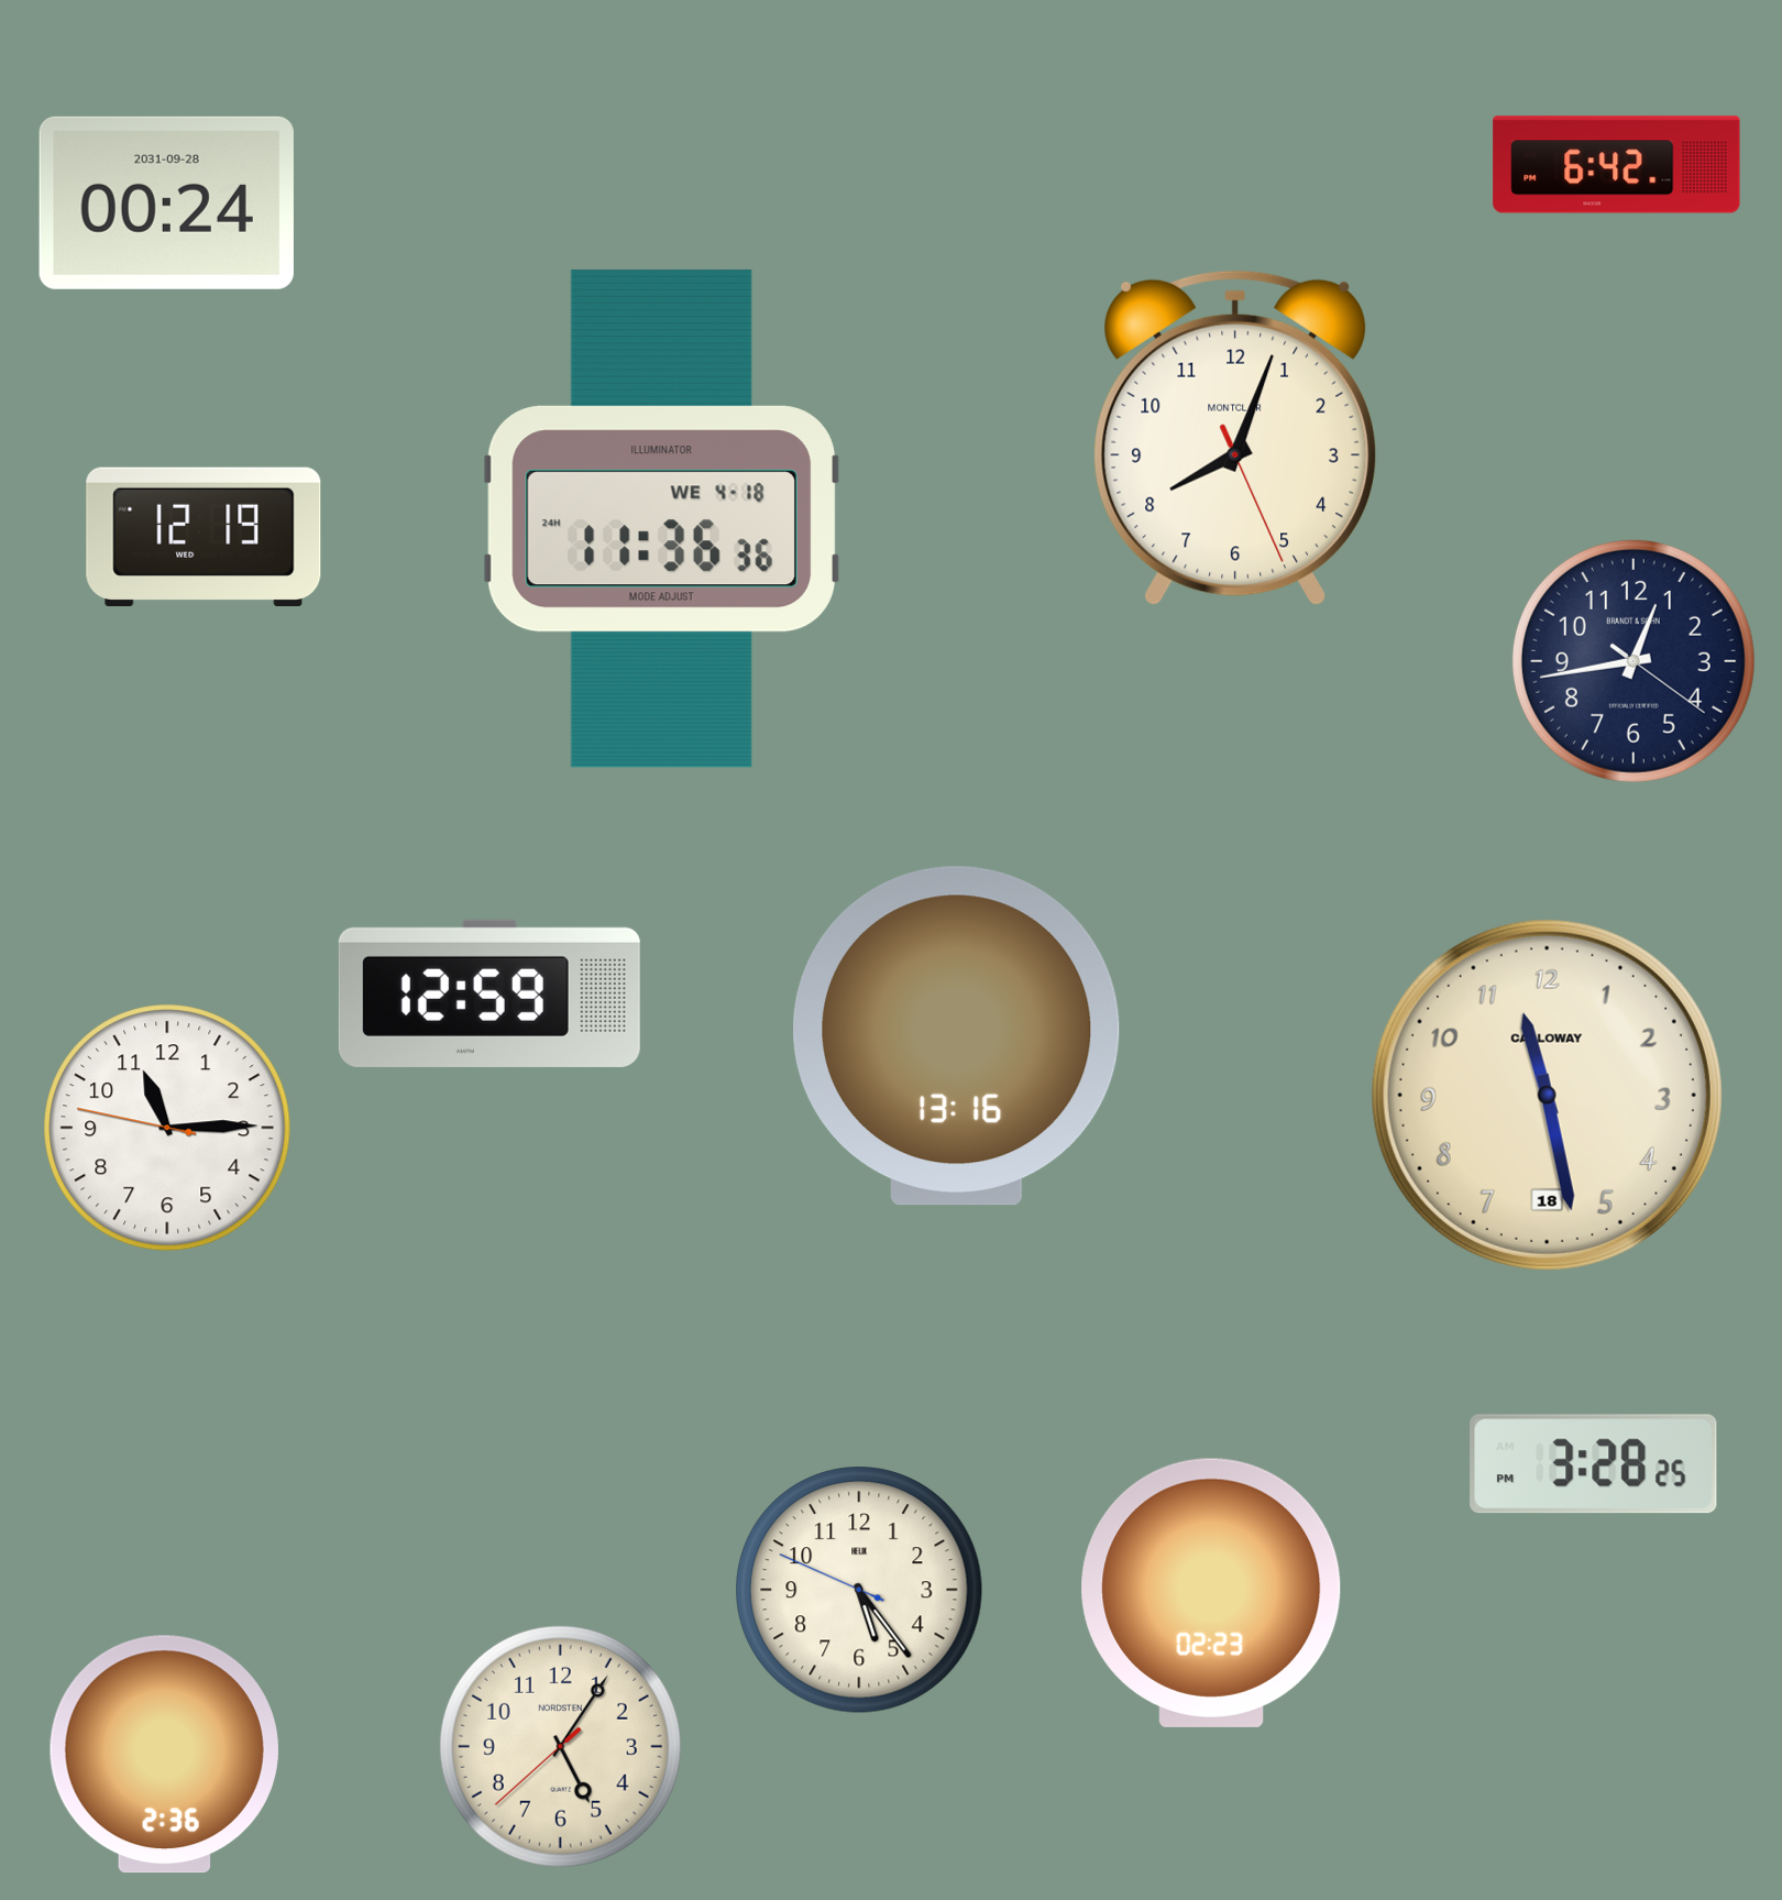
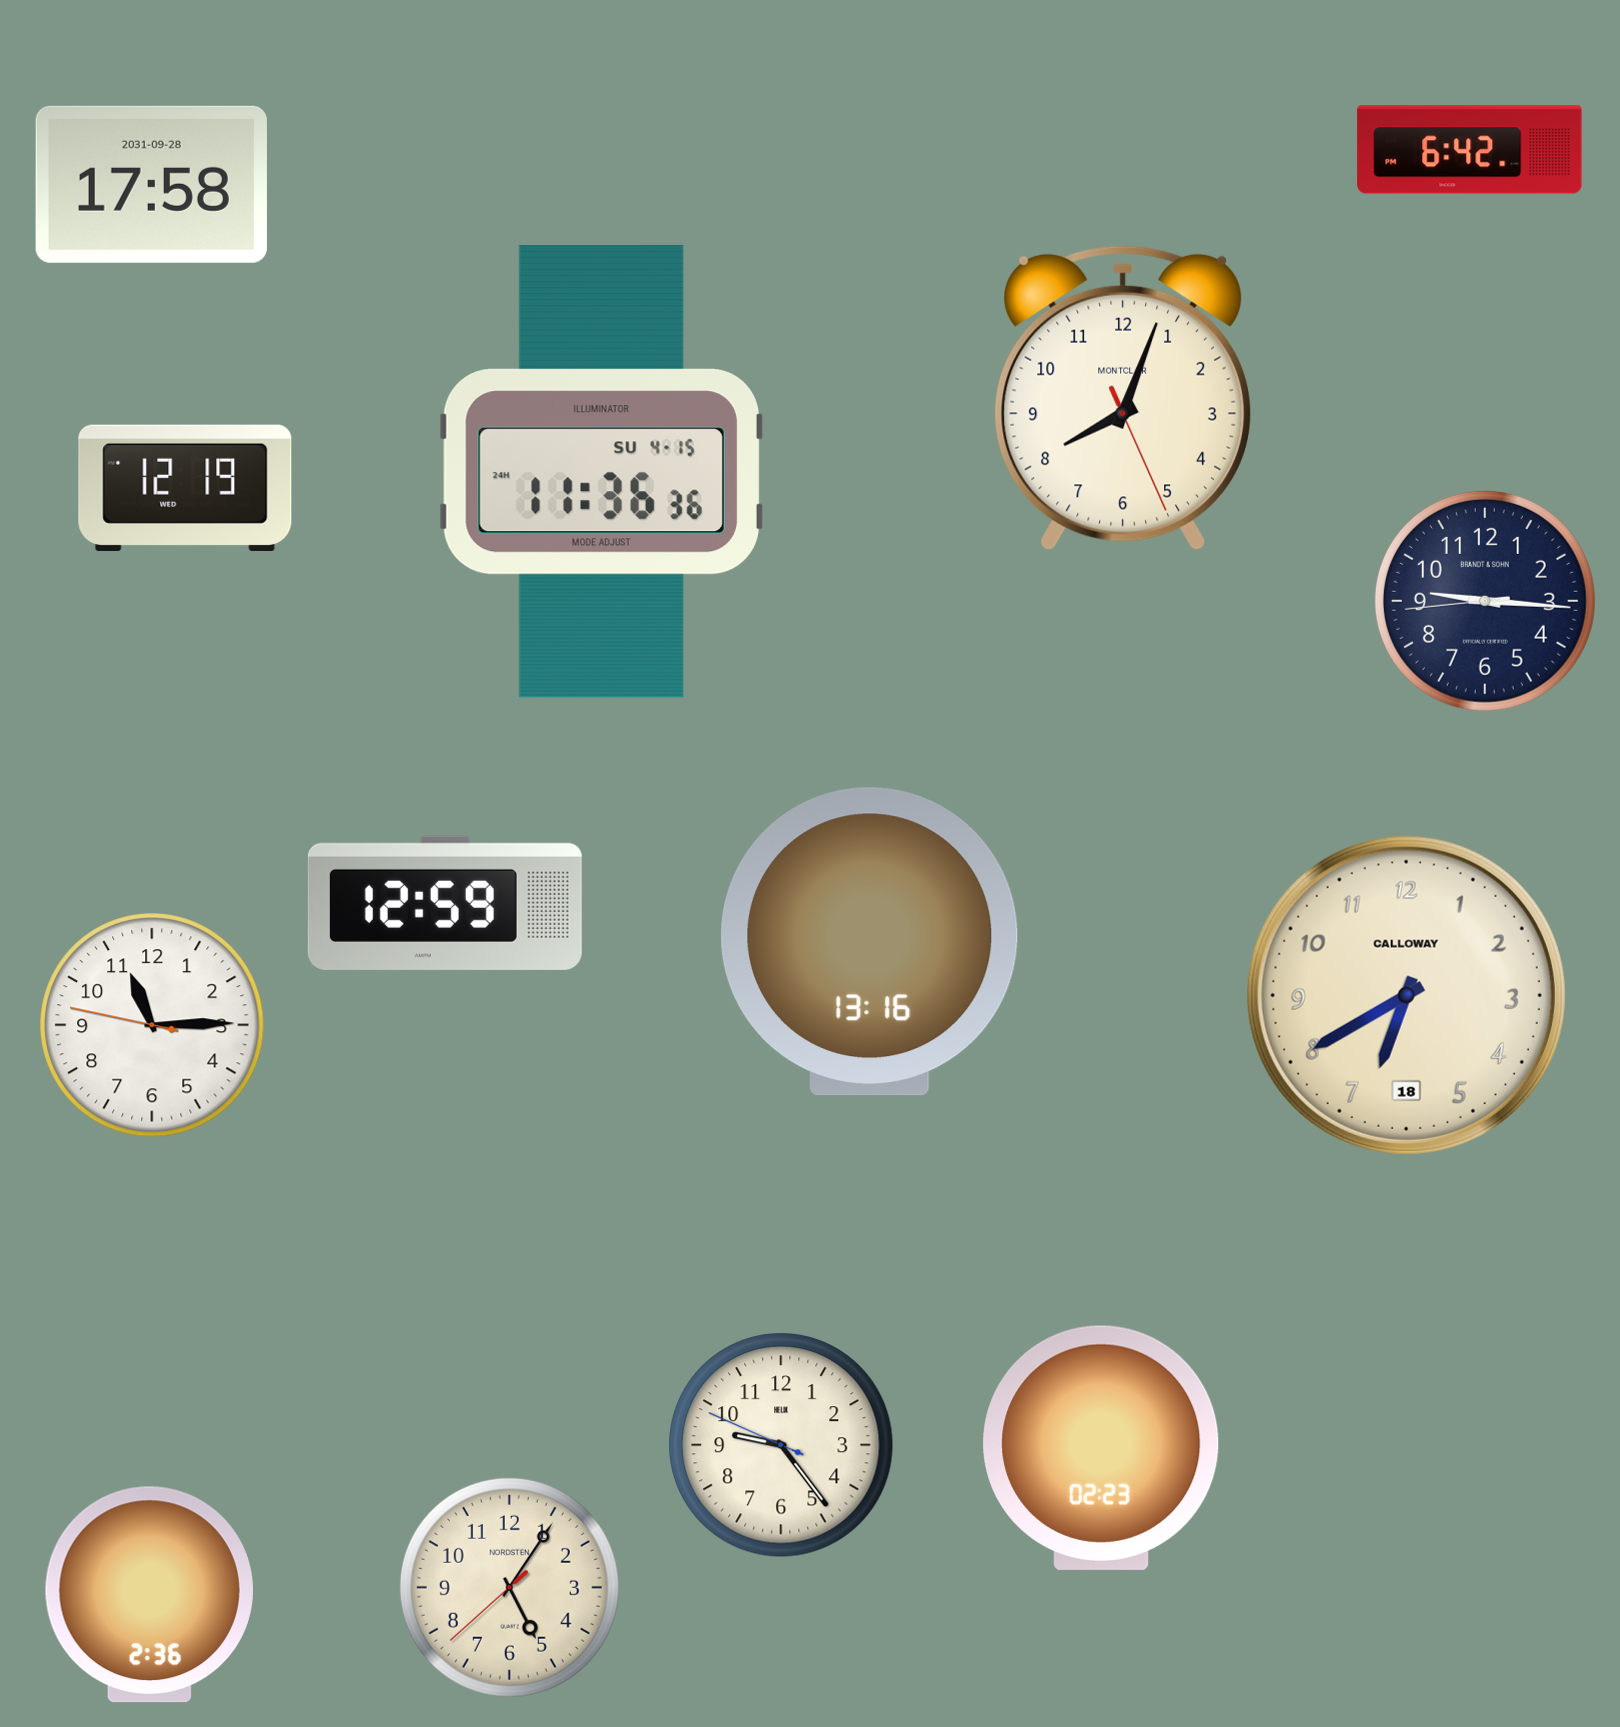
clock at (166, 202): 00:24 -> 17:58
clock at (661, 519) date: WE 4-18 -> SU 4-15
clock at (1634, 661): 12:43 -> 9:15
clock at (1547, 1095): 11:28 -> 6:40
clock at (1594, 1464): 3:28 -> none
clock at (859, 1590): 5:23 -> 9:23
